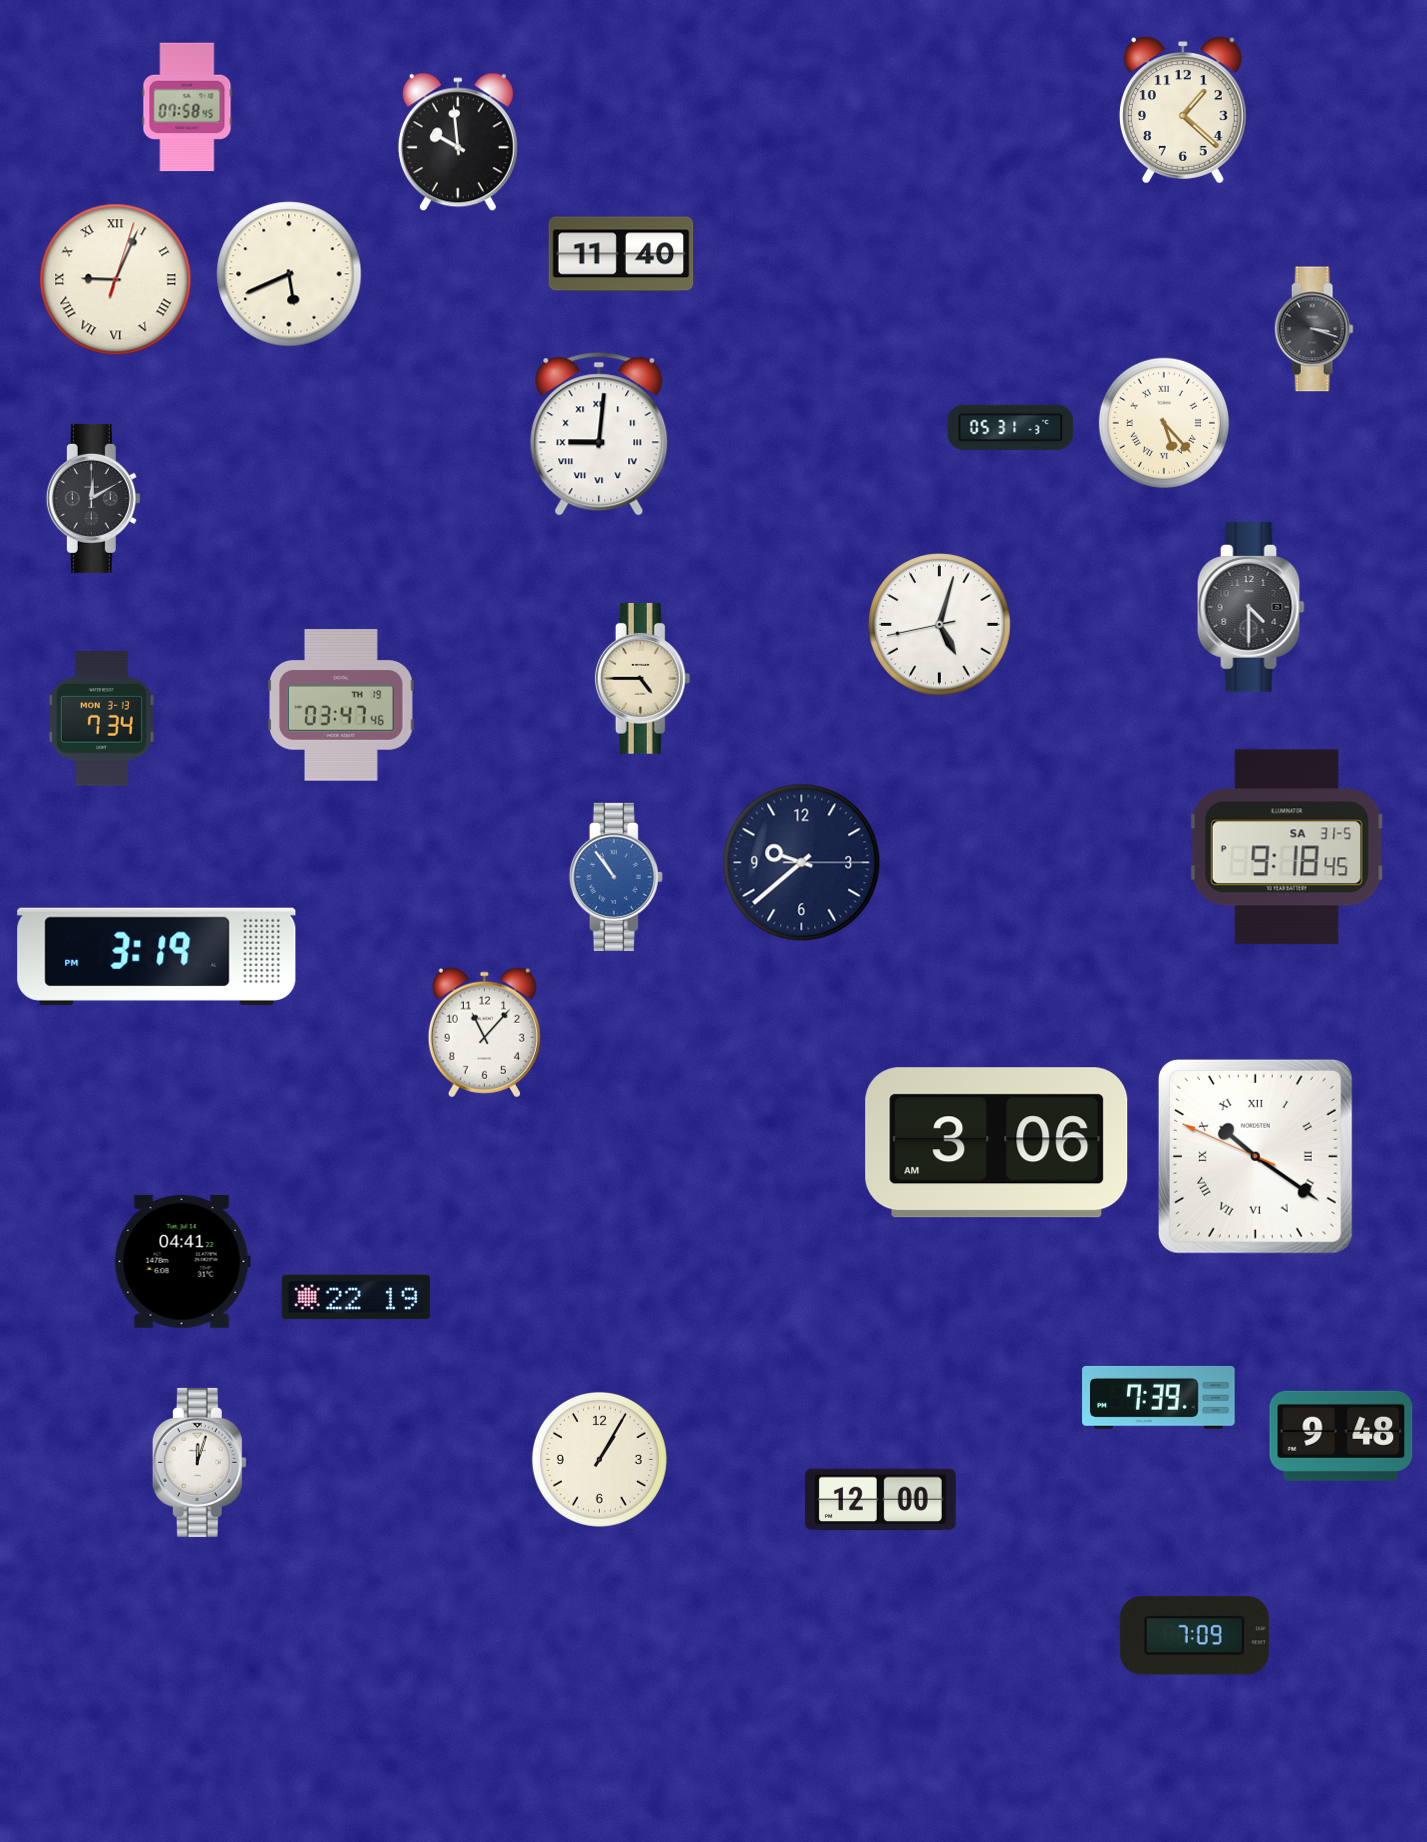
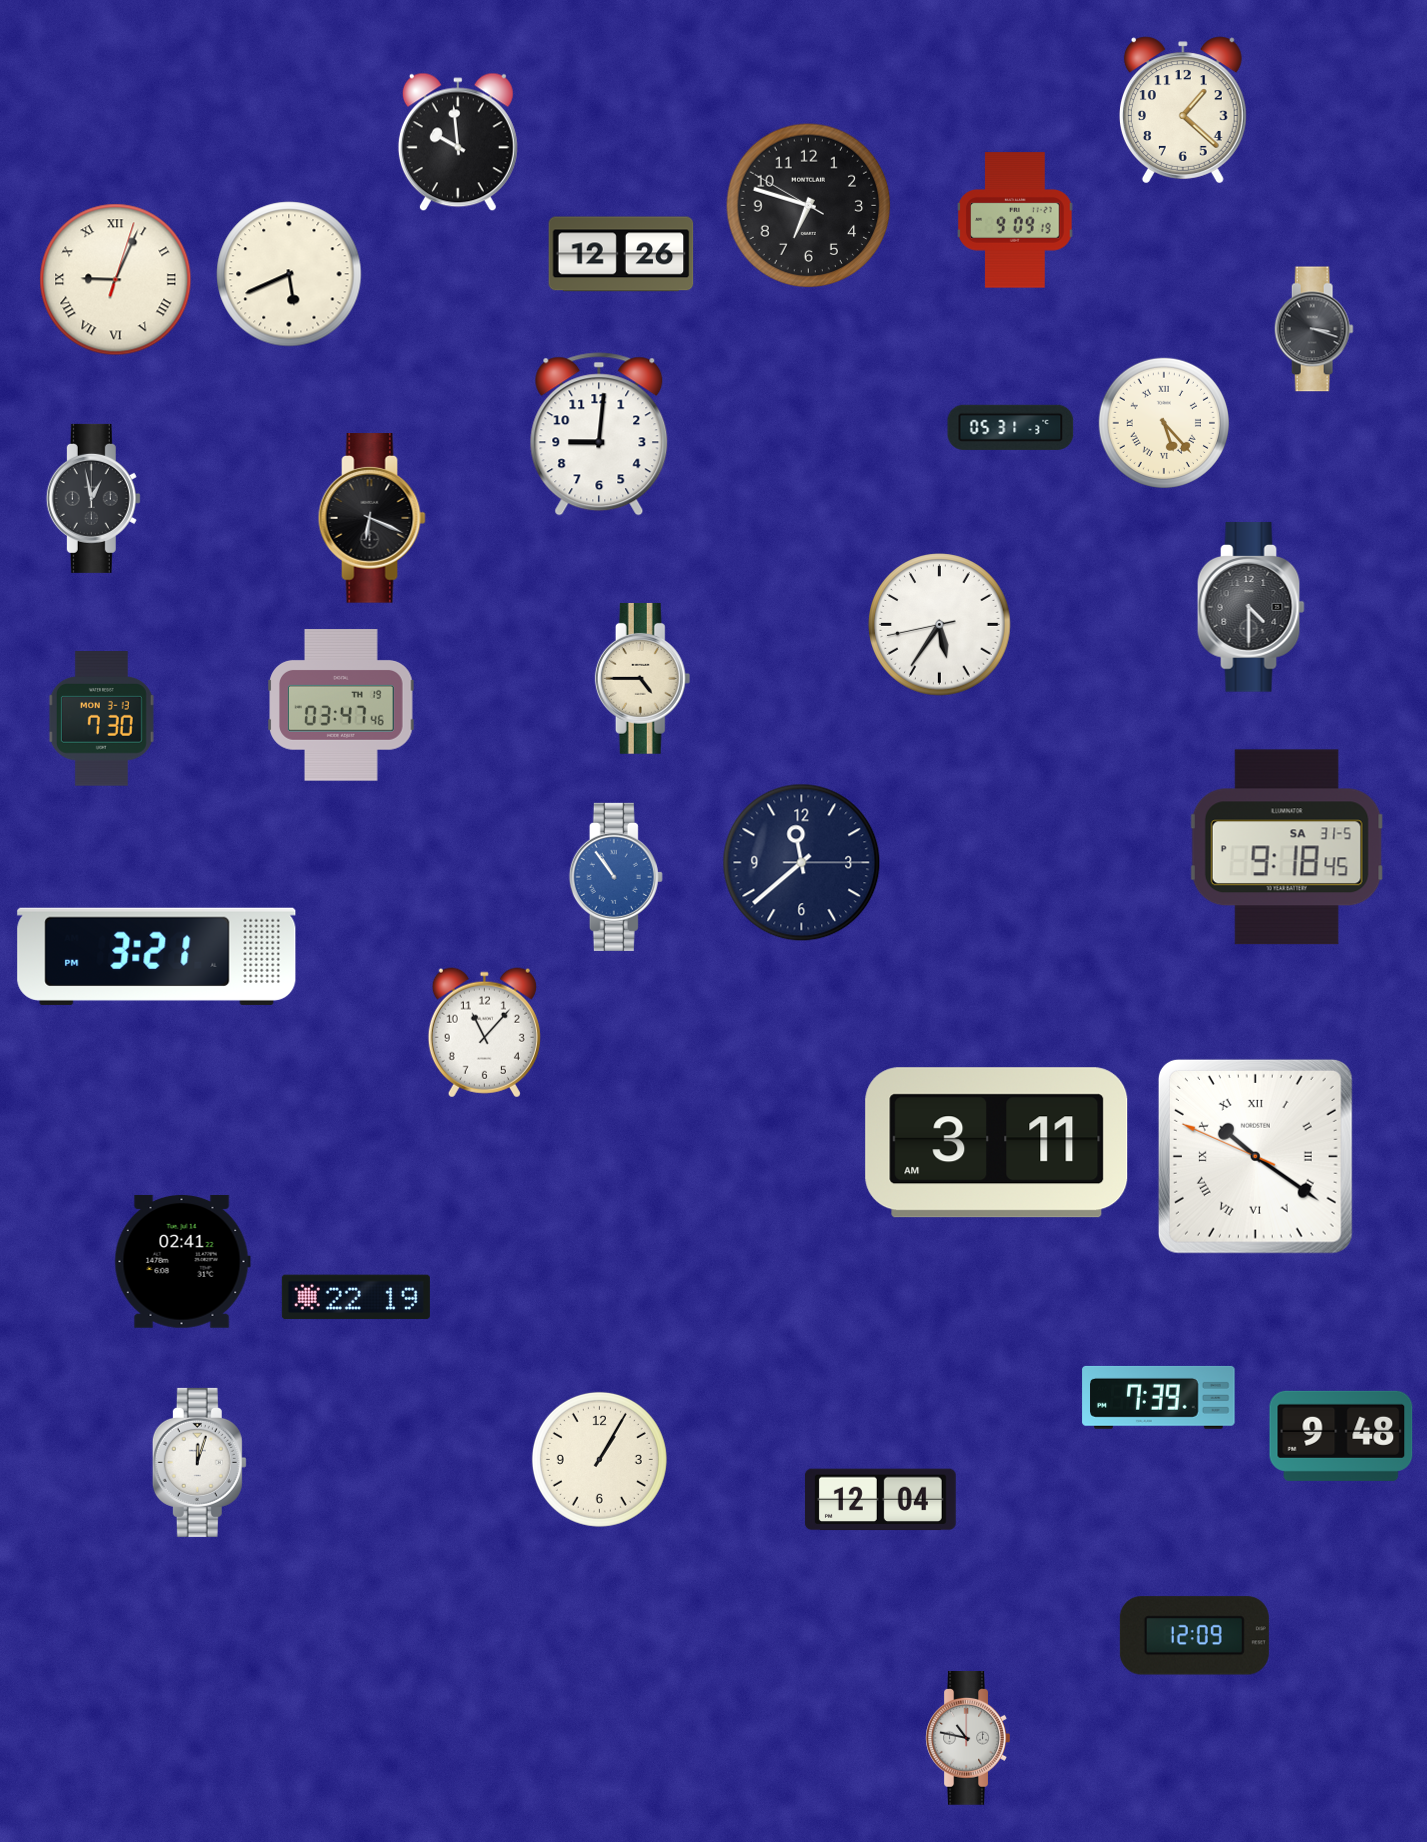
clock at (187, 107): 07:58 -> none
clock at (809, 206): none -> 6:47
clock at (1015, 220): none -> 9:09
clock at (621, 254): 11:40 -> 12:26
clock at (599, 434) numerals: Roman -> Arabic
clock at (93, 498): 12:10 -> 12:58
clock at (372, 518): none -> 6:19
clock at (940, 625): 5:02 -> 5:35
clock at (101, 719): 7:34 -> 7:30
clock at (802, 863): 9:38 -> 11:38
clock at (157, 956): 3:19 -> 3:21
clock at (997, 1143): 3:06 -> 3:11
clock at (182, 1261): 04:41 -> 02:41
clock at (880, 1500): 12:00 -> 12:04
clock at (1194, 1636): 7:09 -> 12:09
clock at (968, 1739): none -> 10:47
